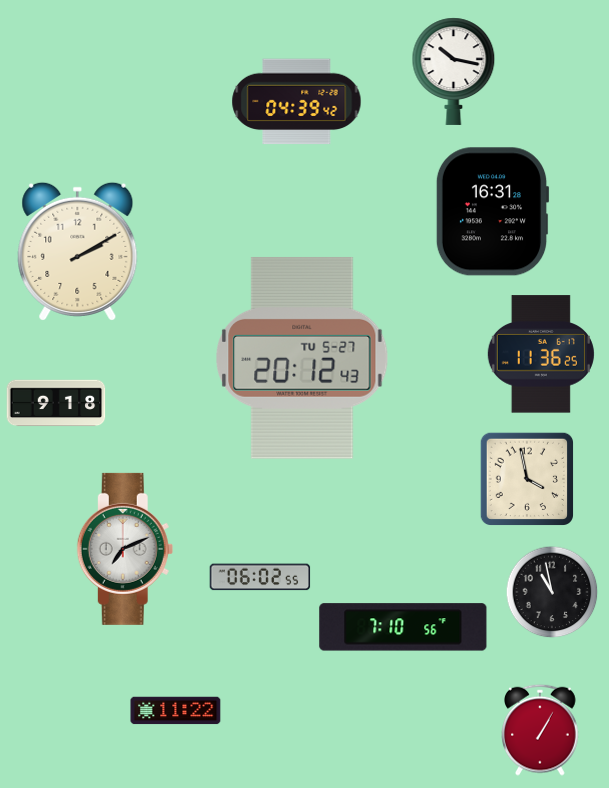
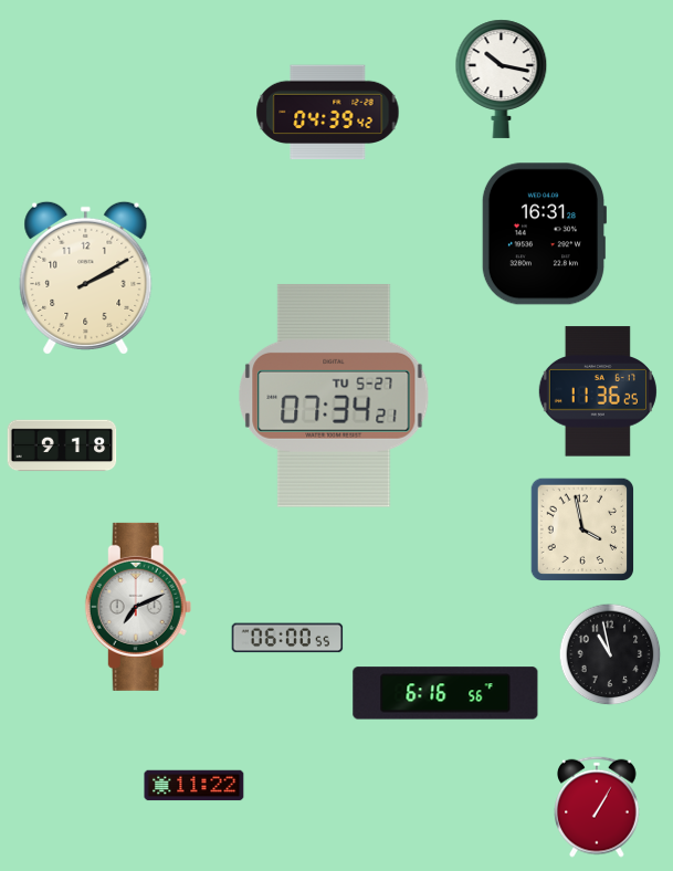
clock at (302, 358): 20:12 -> 07:34
clock at (260, 577): 06:02 -> 06:00
clock at (403, 627): 7:10 -> 6:16
